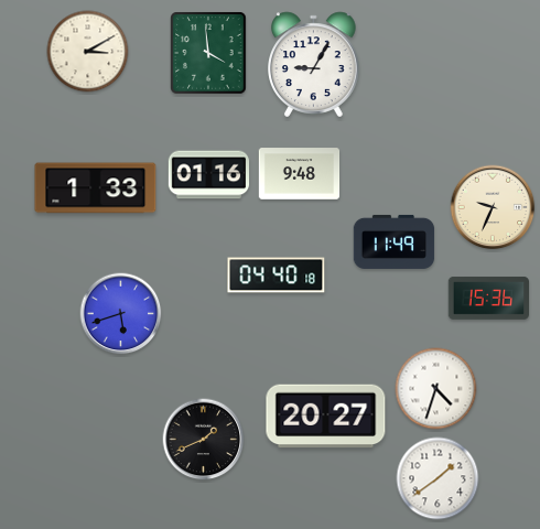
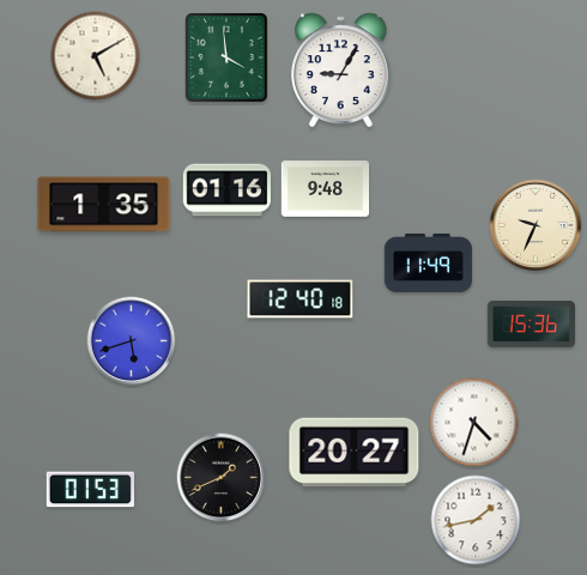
clock at (88, 52): 3:10 -> 5:10
clock at (96, 188): 1:33 -> 1:35
clock at (277, 276): 04:40 -> 12:40
clock at (90, 490): none -> 01:53
clock at (438, 478): 1:39 -> 1:43
